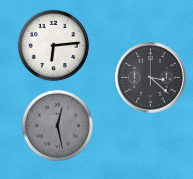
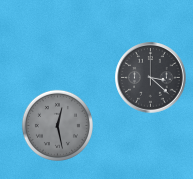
clock at (53, 45): 6:14 -> none
